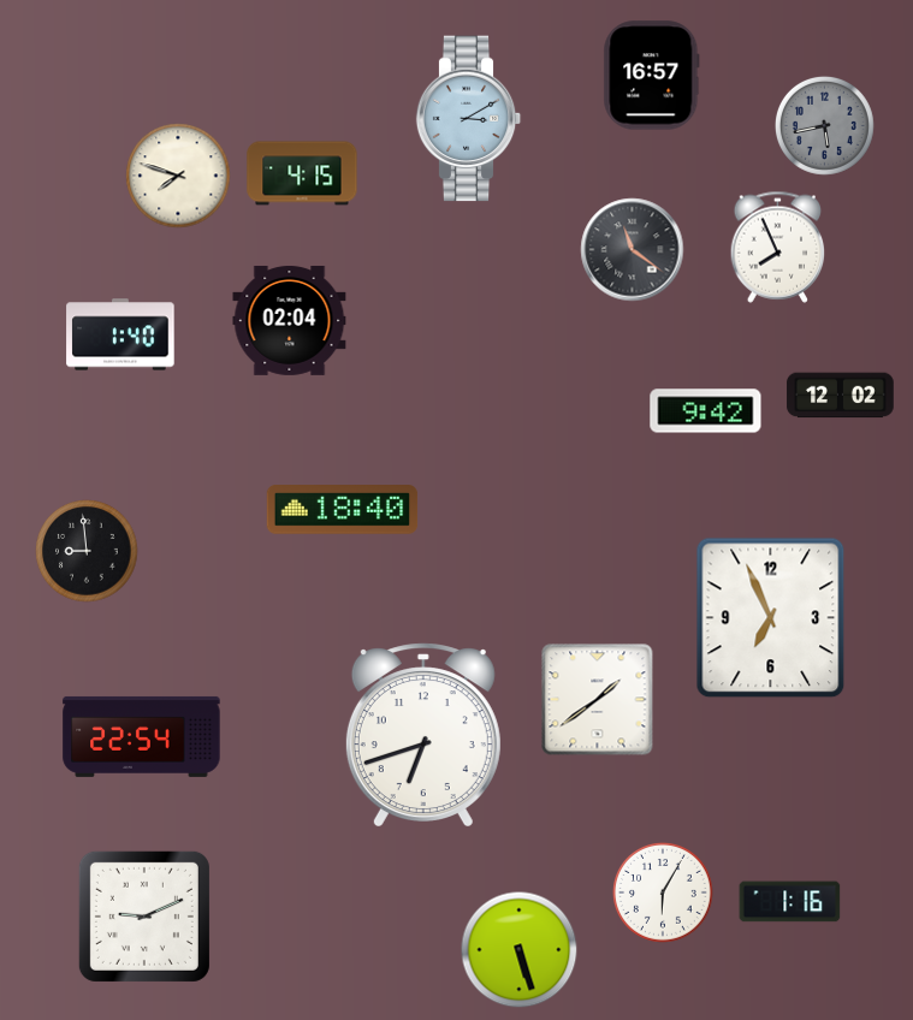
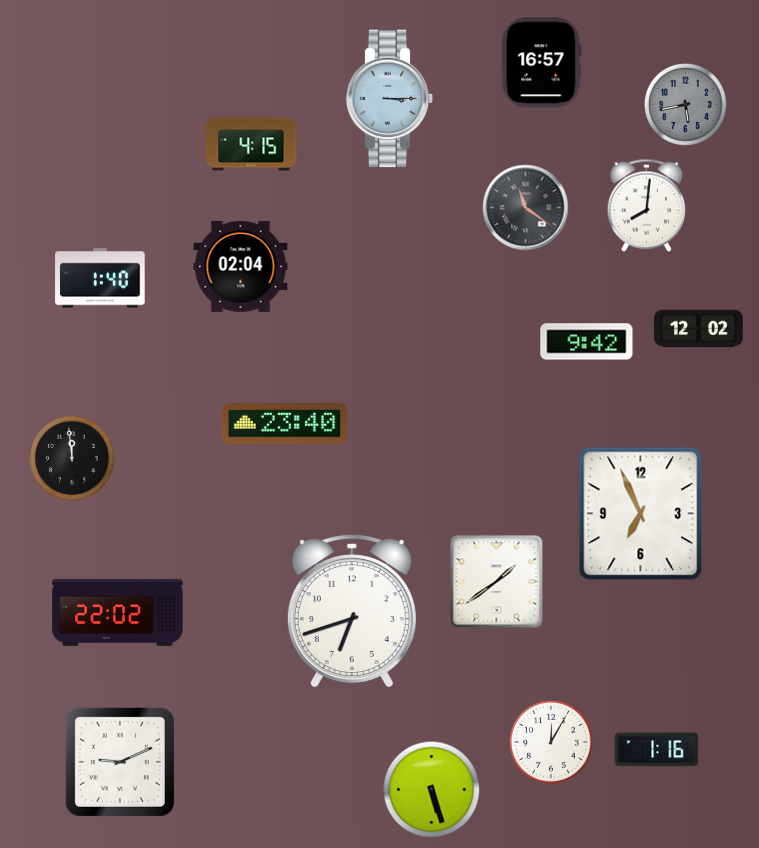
clock at (469, 119): 3:10 -> 3:15
clock at (178, 176): 7:48 -> none
clock at (778, 247): 7:56 -> 8:01
clock at (343, 510): 18:40 -> 23:40
clock at (87, 551): 8:59 -> 11:59
clock at (142, 736): 22:54 -> 22:02
clock at (664, 894): 6:05 -> 12:05
